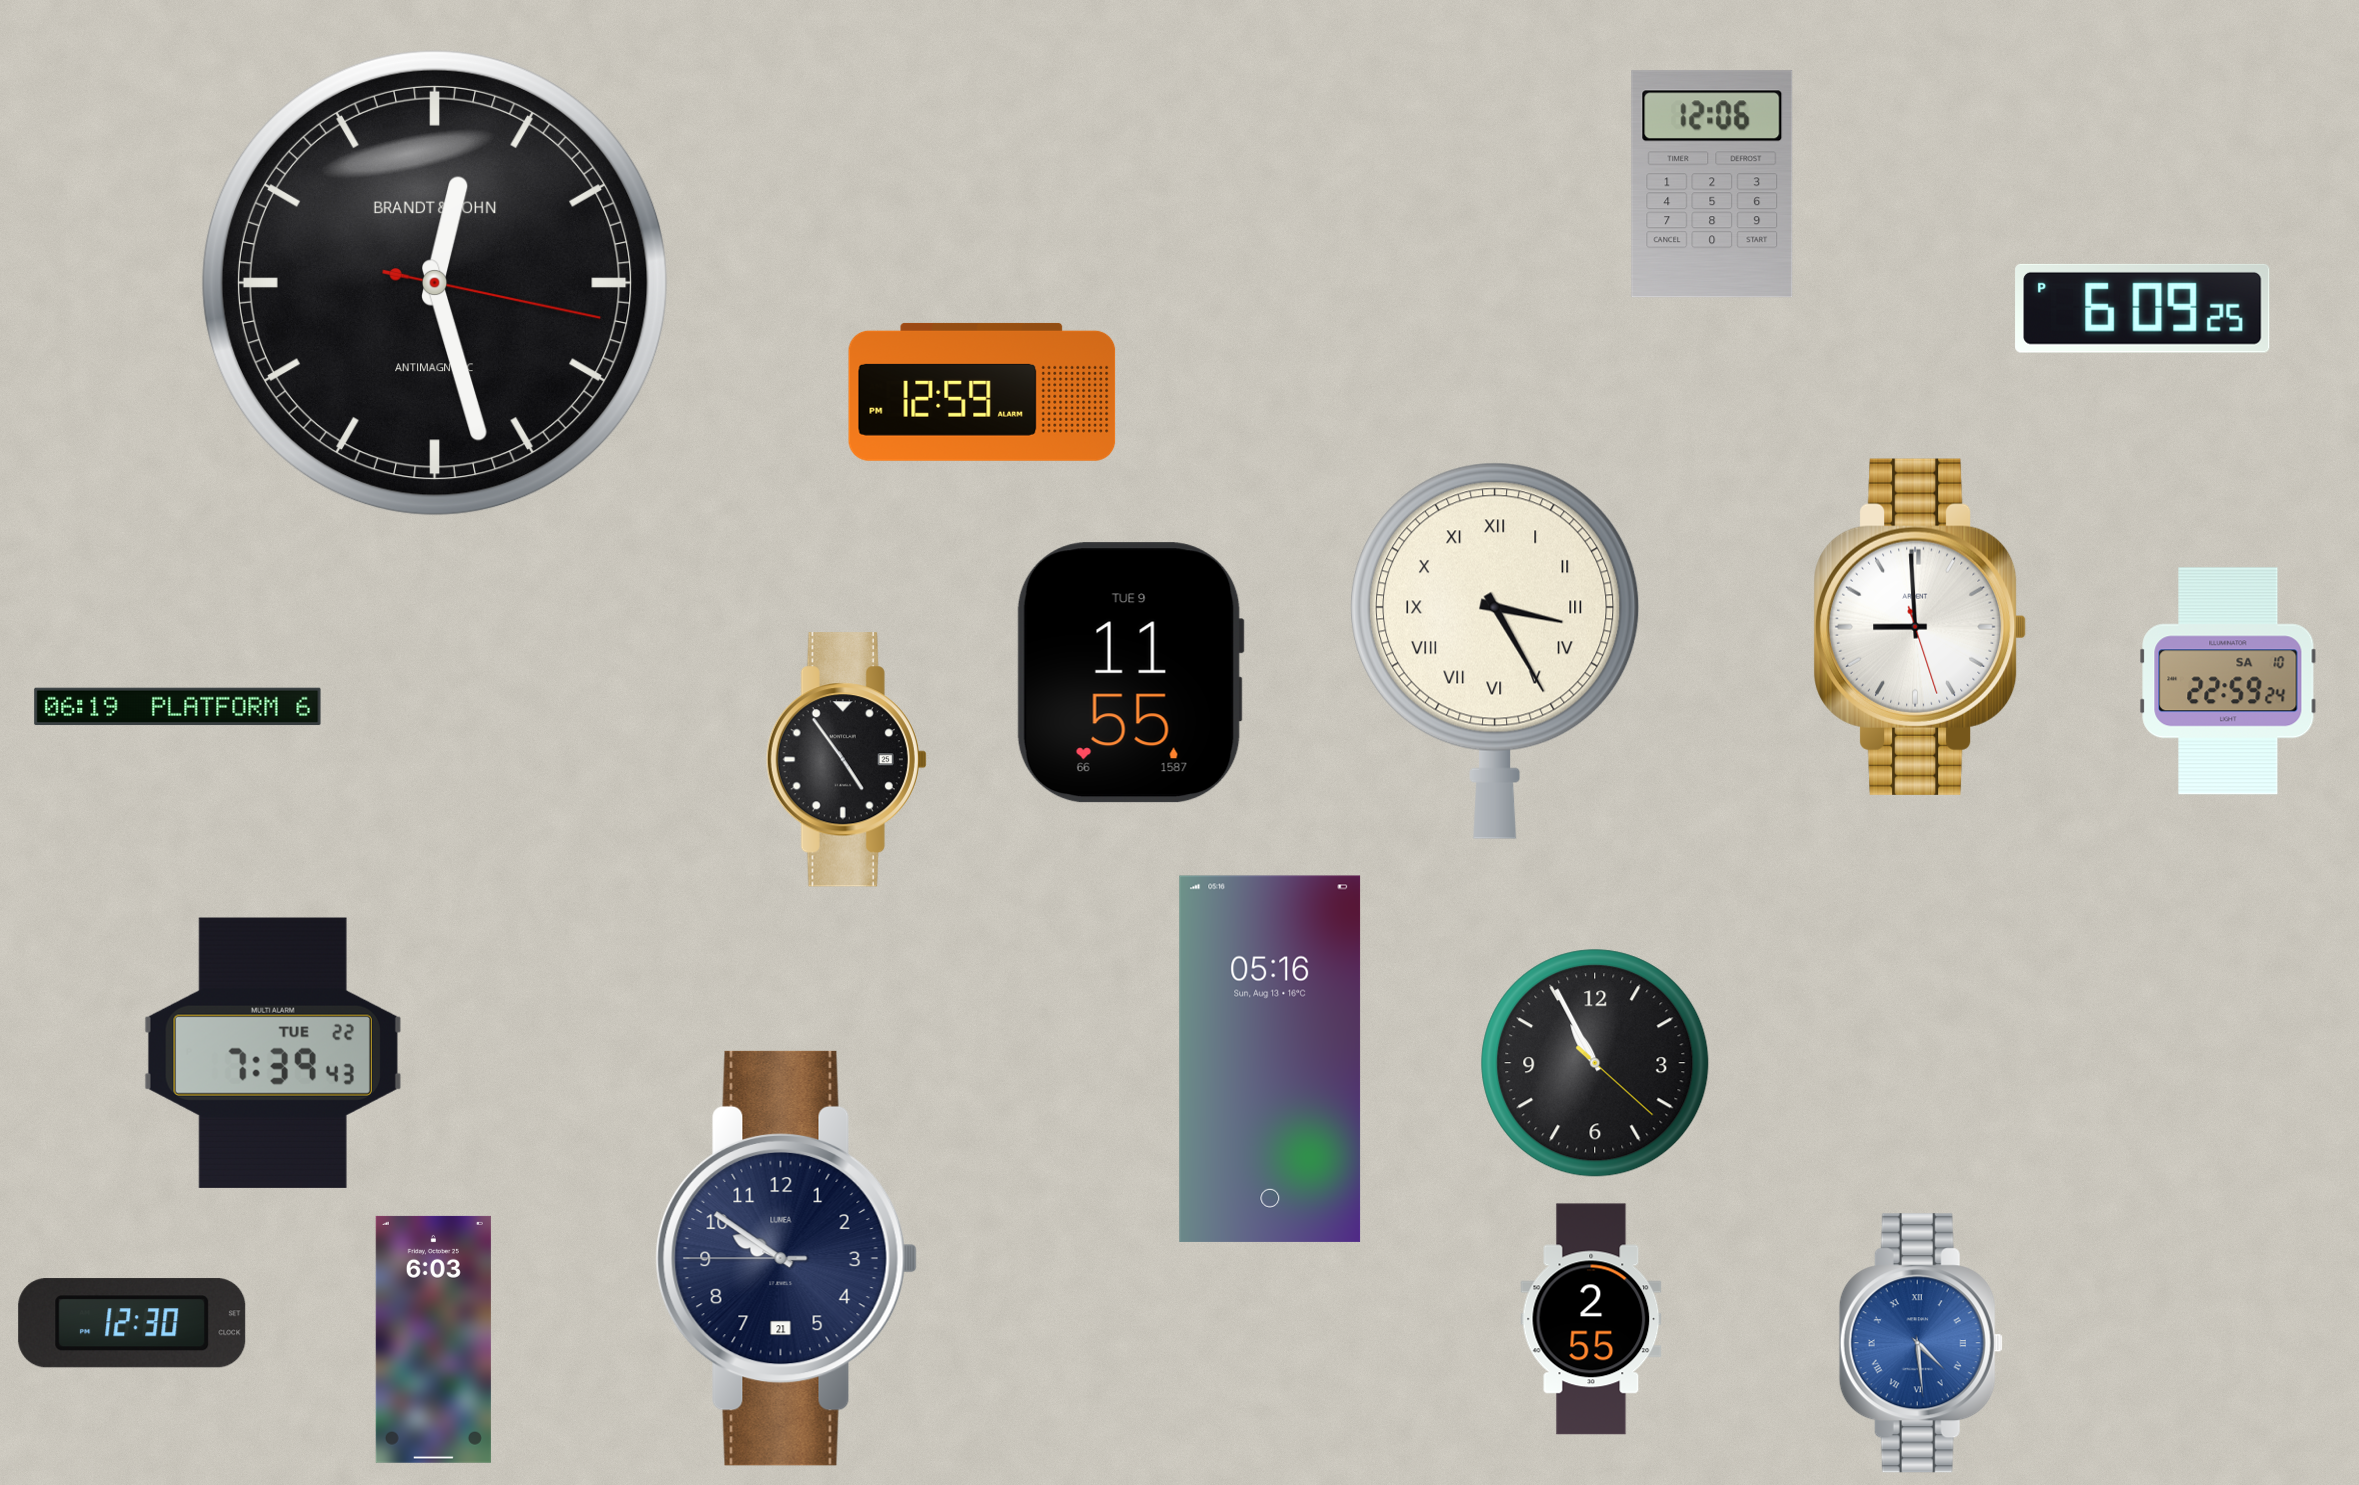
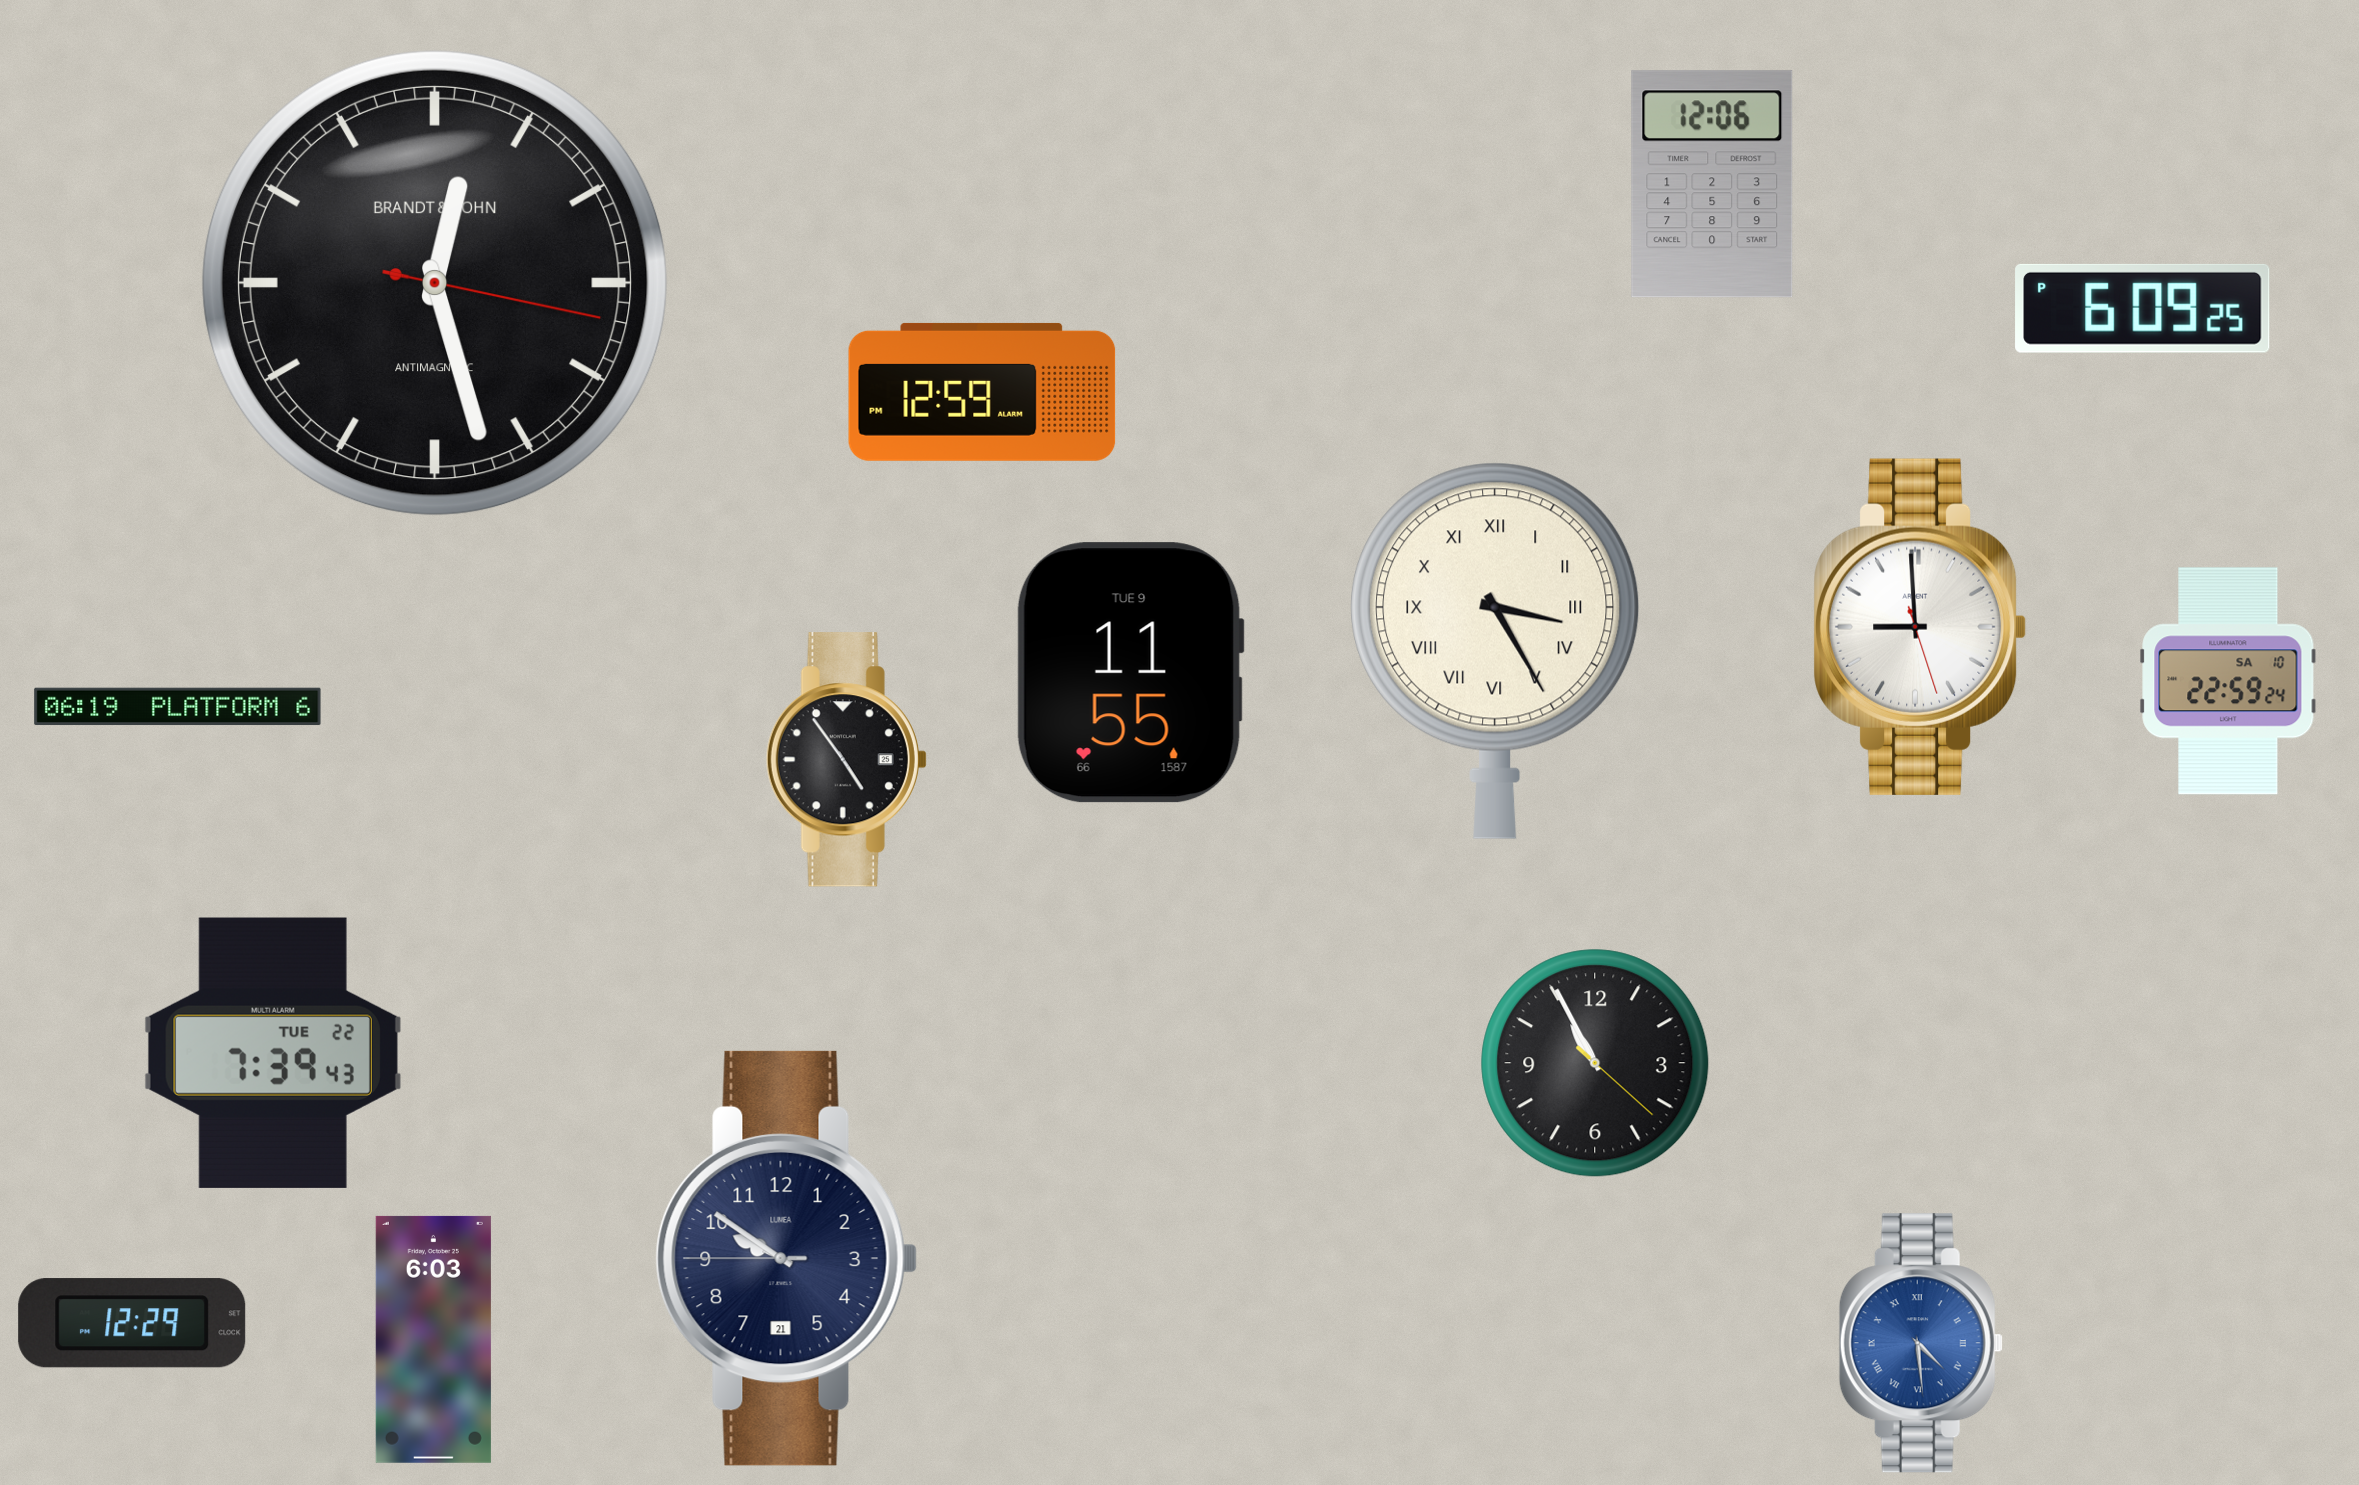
clock at (1270, 1059): 05:16 -> none
clock at (1591, 1319): 2:55 -> none
clock at (132, 1323): 12:30 -> 12:29
